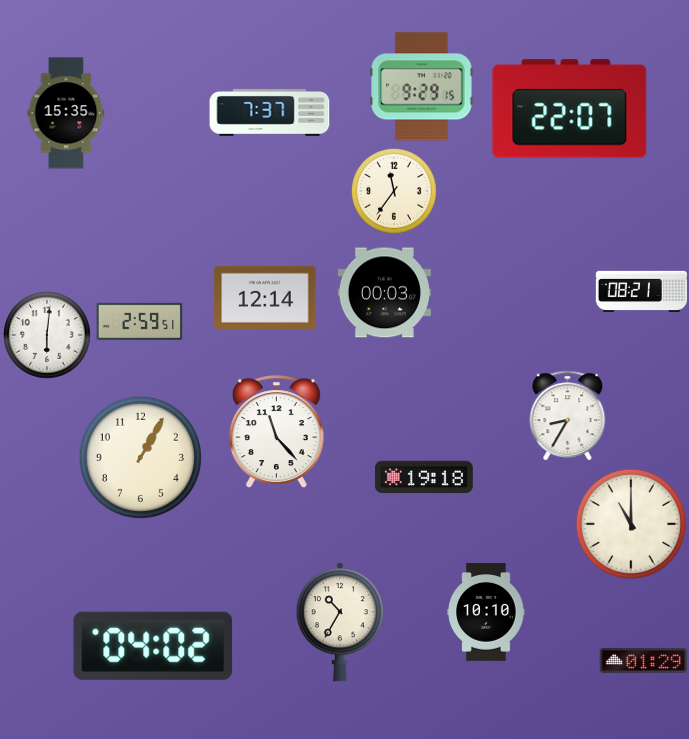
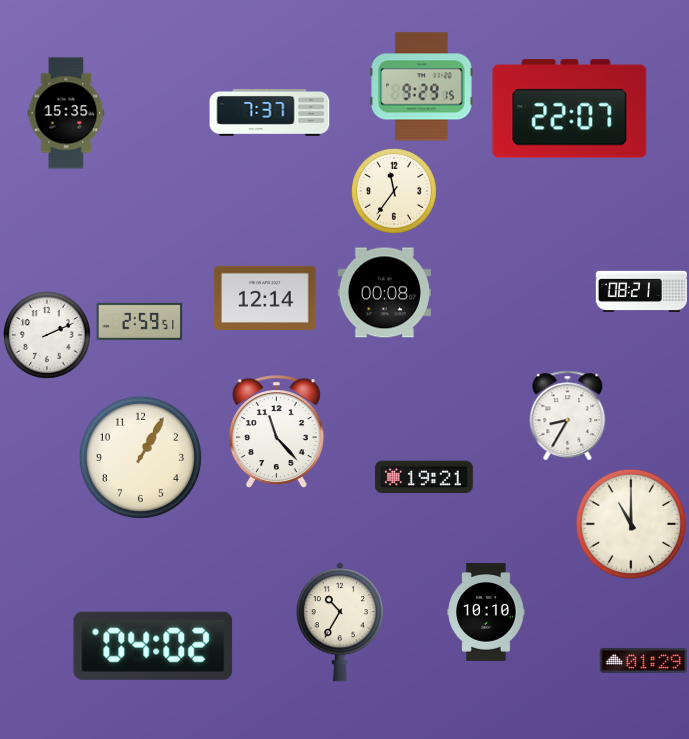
clock at (384, 293): 00:03 -> 00:08
clock at (48, 336): 6:01 -> 2:11
clock at (424, 477): 19:18 -> 19:21
